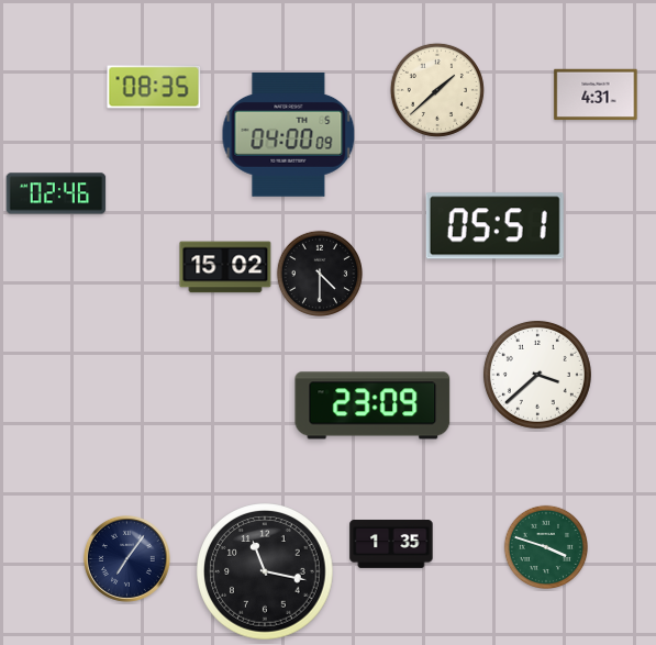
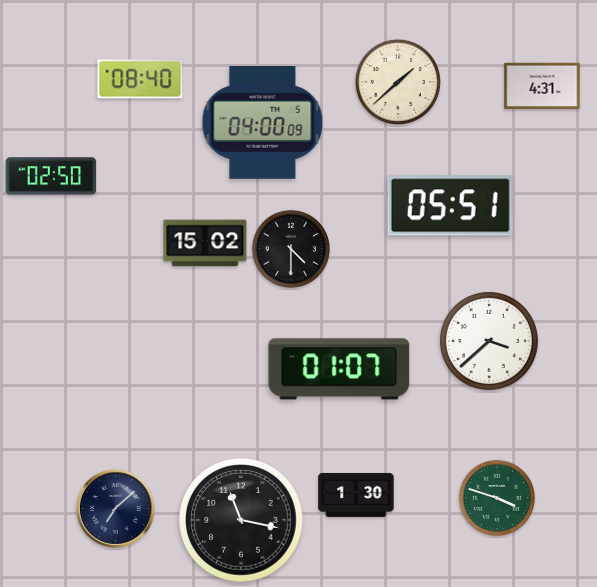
clock at (154, 87): 08:35 -> 08:40
clock at (56, 193): 02:46 -> 02:50
clock at (373, 405): 23:09 -> 01:07
clock at (391, 544): 1:35 -> 1:30
clock at (126, 558): 7:06 -> 7:08
